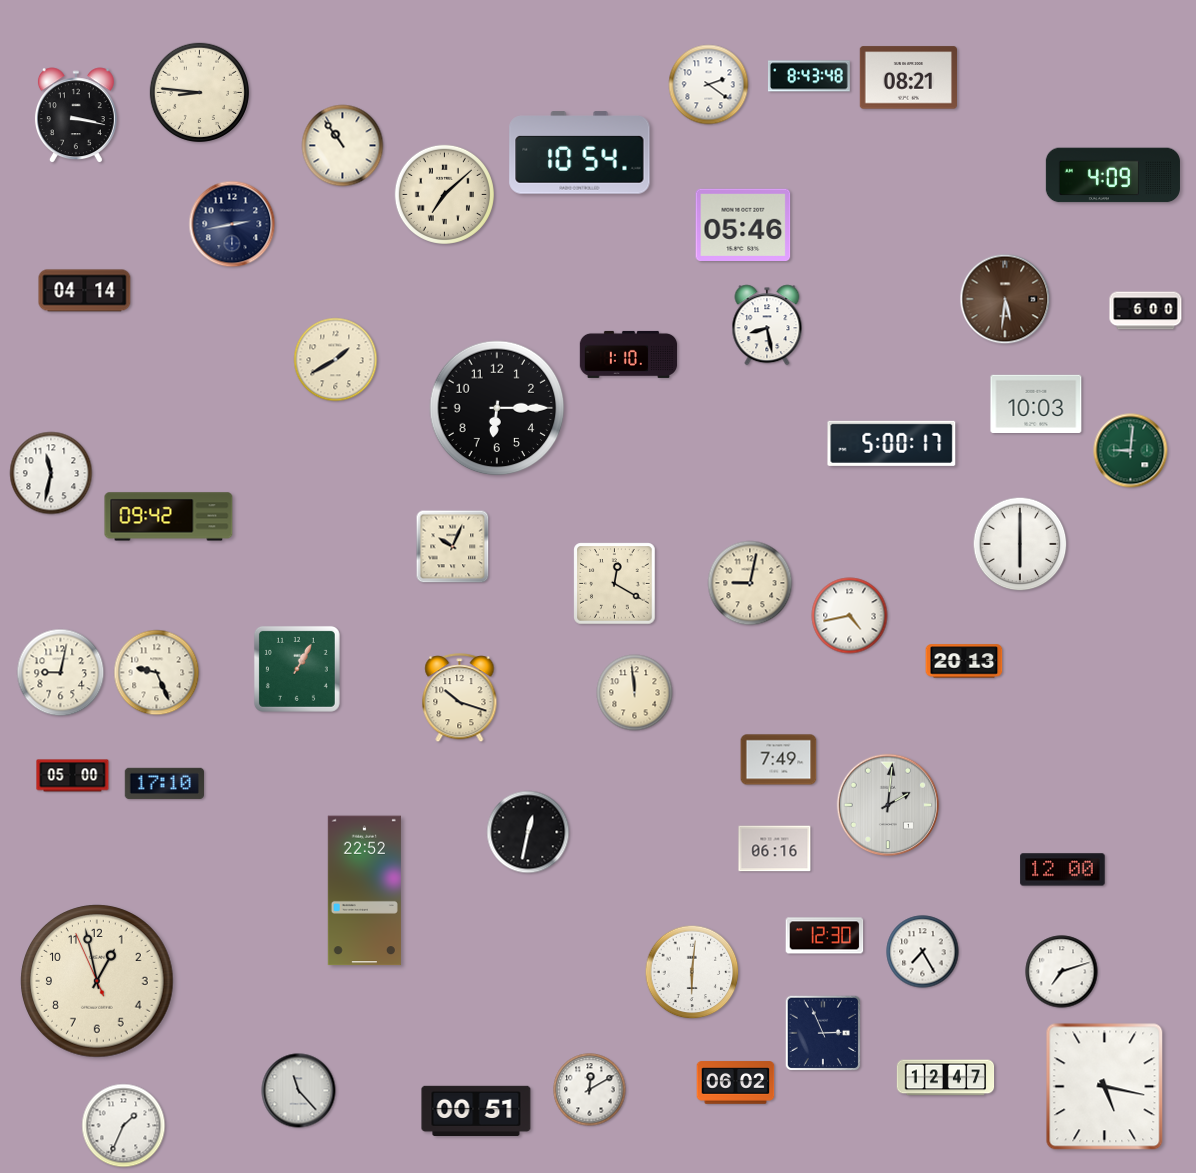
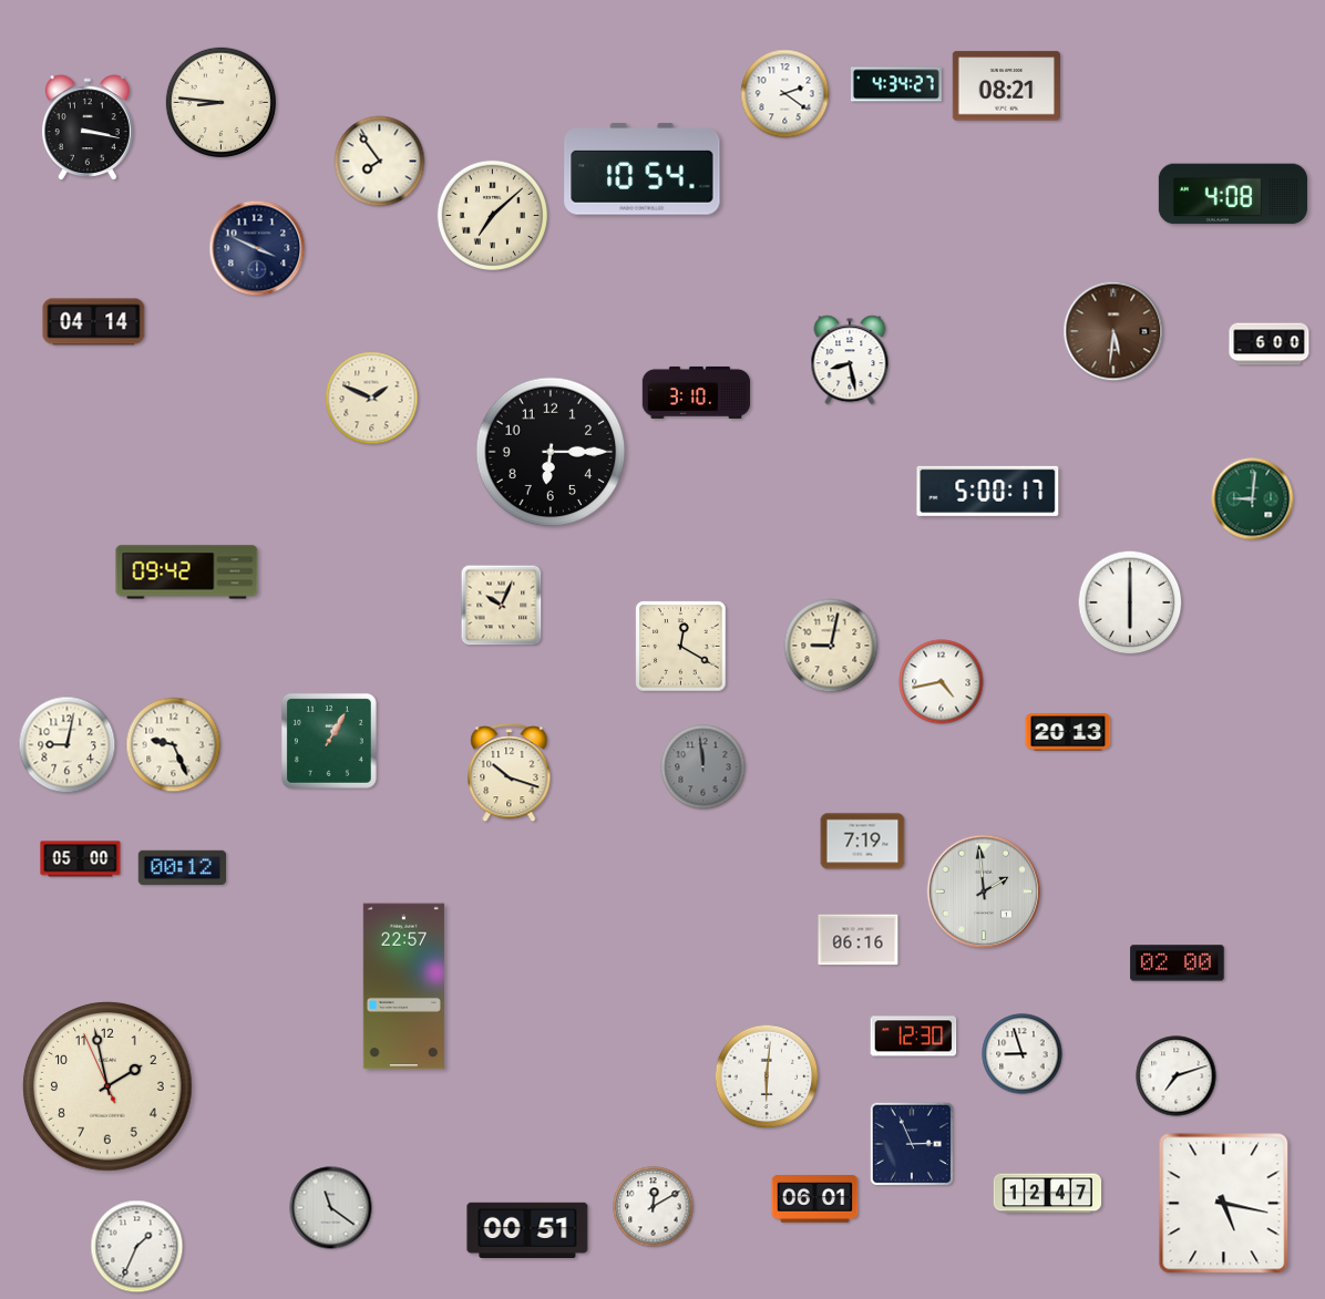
clock at (809, 76): 8:43 -> 4:34
clock at (76, 116) position: (76, 116) -> (88, 128)
clock at (343, 146): 10:54 -> 7:54
clock at (1113, 175): 4:09 -> 4:08
clock at (232, 224): 2:43 -> 3:49
clock at (743, 224): 05:46 -> none
clock at (629, 354): 1:10 -> 3:10
clock at (336, 360): 1:40 -> 1:49
clock at (1036, 403): 10:03 -> none
clock at (51, 473): 11:32 -> none
clock at (635, 693) dial: cream -> grey
clock at (779, 760): 7:49 -> 7:19
clock at (164, 783): 17:10 -> 00:12
clock at (888, 805): 2:01 -> 1:59
clock at (528, 832): 12:32 -> none
clock at (1063, 870): 12:00 -> 02:00
clock at (364, 891): 22:52 -> 22:57
clock at (923, 952): 7:25 -> 8:57
clock at (97, 981): 12:57 -> 1:57
clock at (736, 1083): 06:02 -> 06:01
clock at (299, 1091): 11:23 -> 11:21
